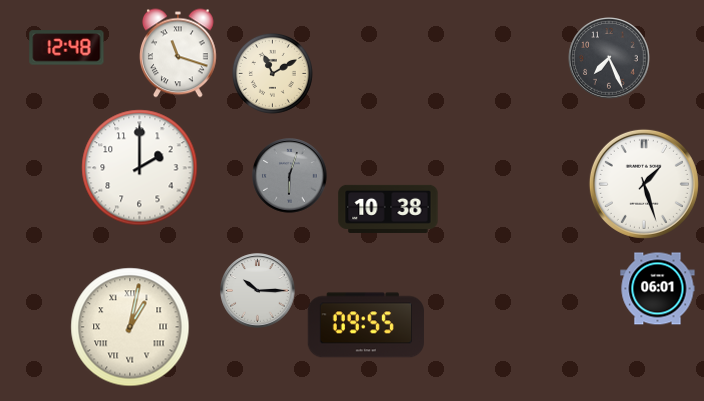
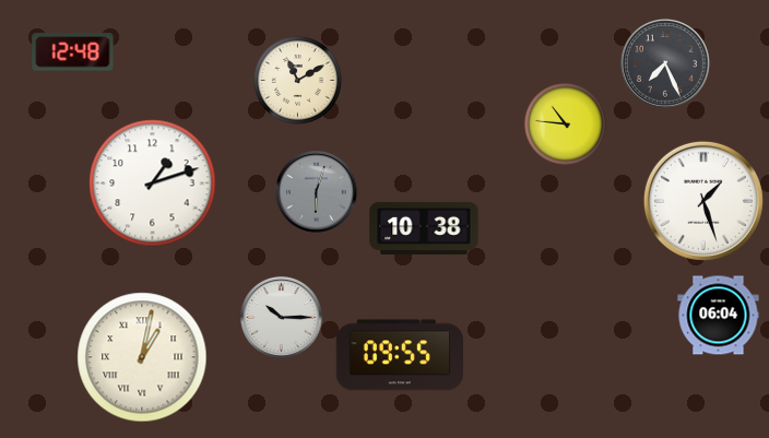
clock at (179, 53): 11:18 -> none
clock at (565, 123): none -> 10:46
clock at (140, 168): 2:00 -> 1:12
clock at (658, 289): 06:01 -> 06:04
